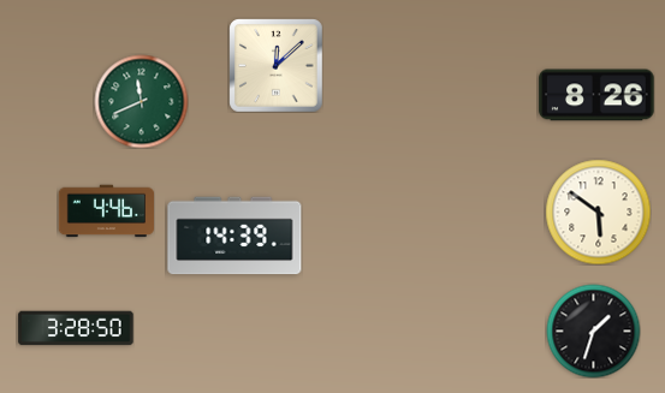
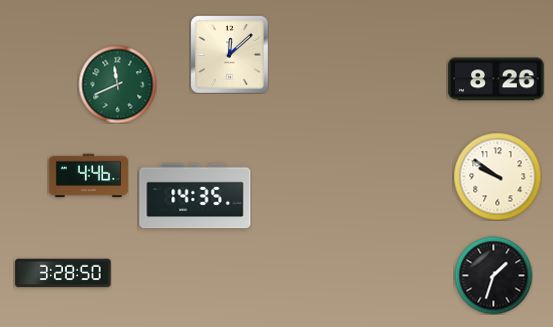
clock at (598, 212): 5:51 -> 9:51
clock at (234, 236): 14:39 -> 14:35
